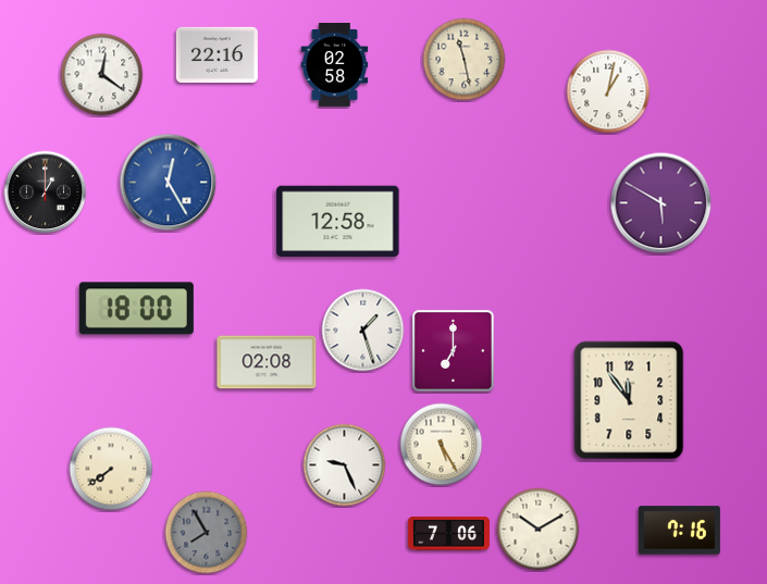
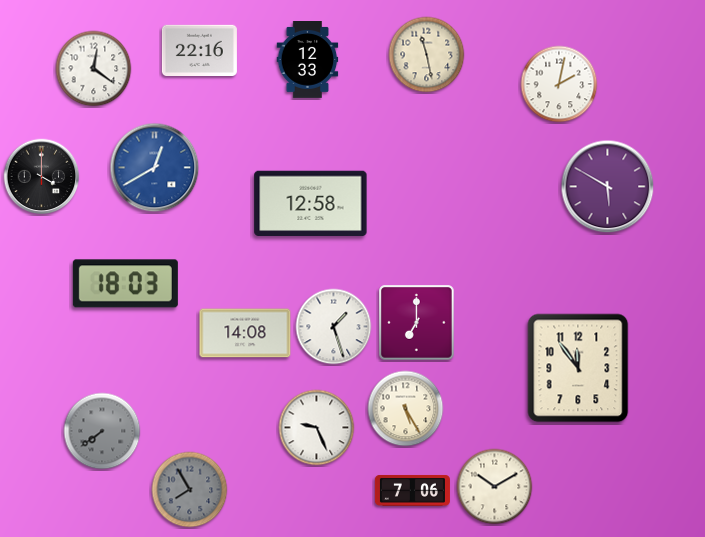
clock at (335, 65): 02:58 -> 12:33
clock at (608, 91): 1:02 -> 2:02
clock at (169, 183): 12:25 -> 12:40
clock at (46, 192): 1:00 -> 4:00
clock at (136, 309): 18:00 -> 18:03
clock at (363, 331) position: (363, 331) -> (334, 327)
clock at (267, 362): 02:08 -> 14:08
clock at (111, 469) dial: cream -> grey
clock at (679, 531): 7:16 -> none
